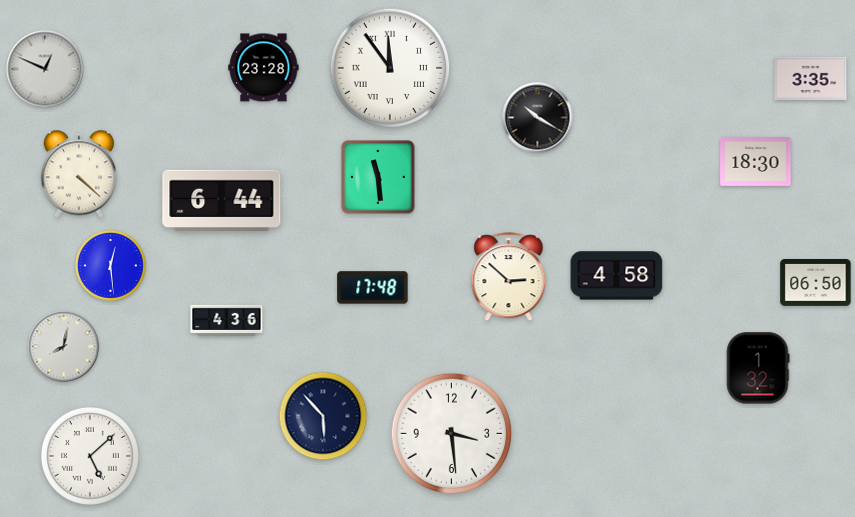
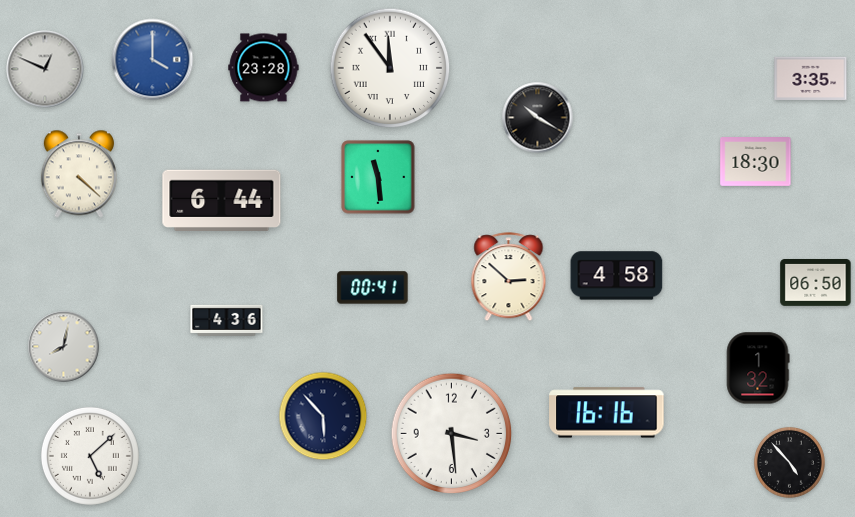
clock at (153, 60): none -> 4:00
clock at (110, 265): 12:29 -> none
clock at (373, 288): 17:48 -> 00:41
clock at (607, 413): none -> 16:16
clock at (789, 462): none -> 4:53
